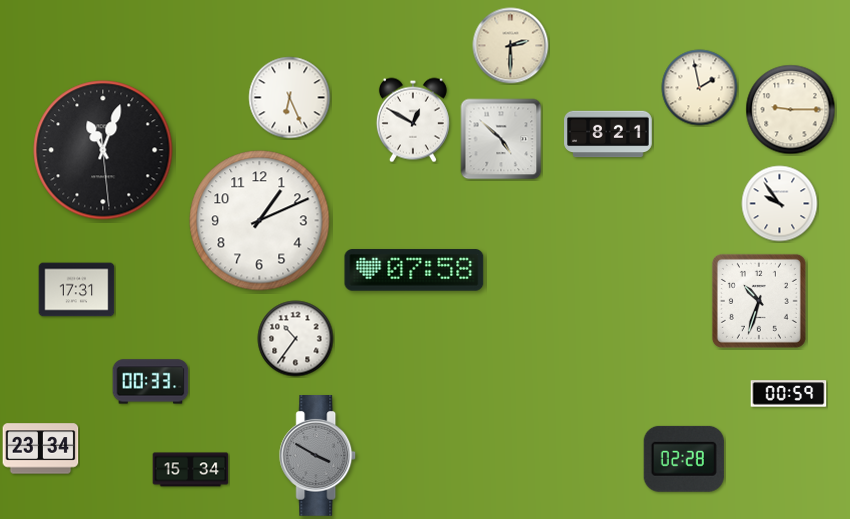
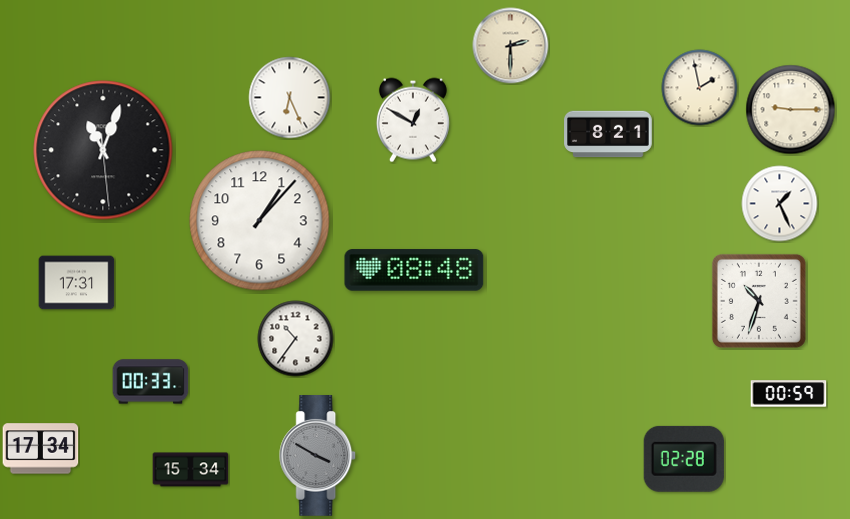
clock at (501, 139): 4:52 -> none
clock at (780, 204): 9:54 -> 1:26
clock at (260, 221): 1:11 -> 1:07
clock at (414, 270): 07:58 -> 08:48
clock at (77, 290) position: (77, 290) -> (77, 283)
clock at (41, 449): 23:34 -> 17:34
